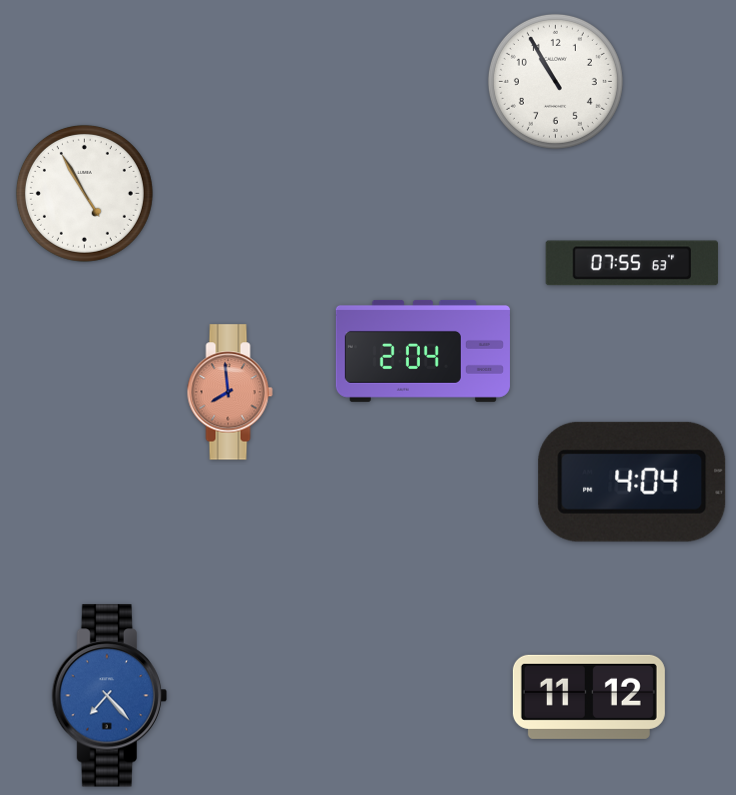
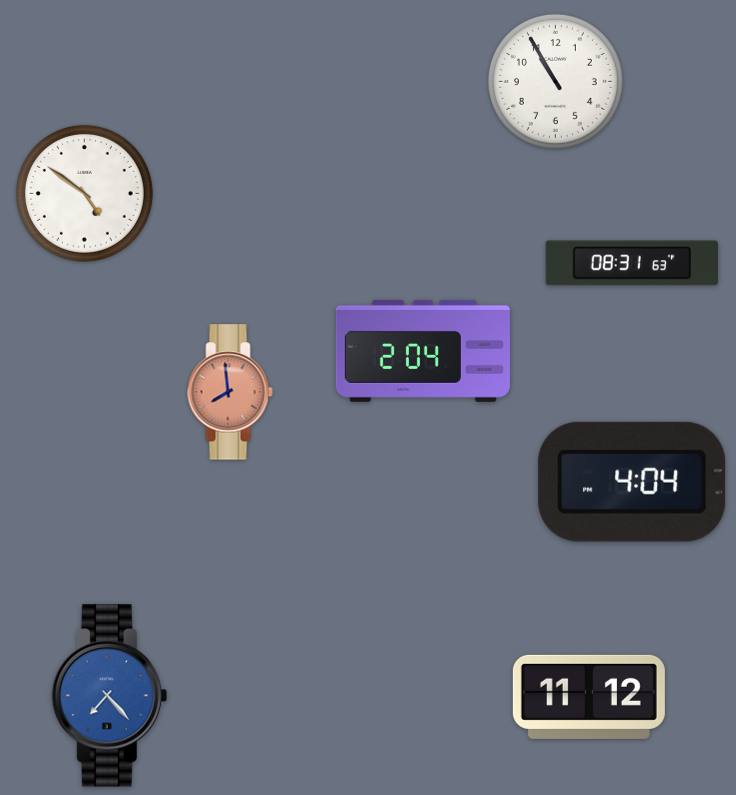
clock at (84, 193): 4:55 -> 4:51
clock at (632, 263): 07:55 -> 08:31
